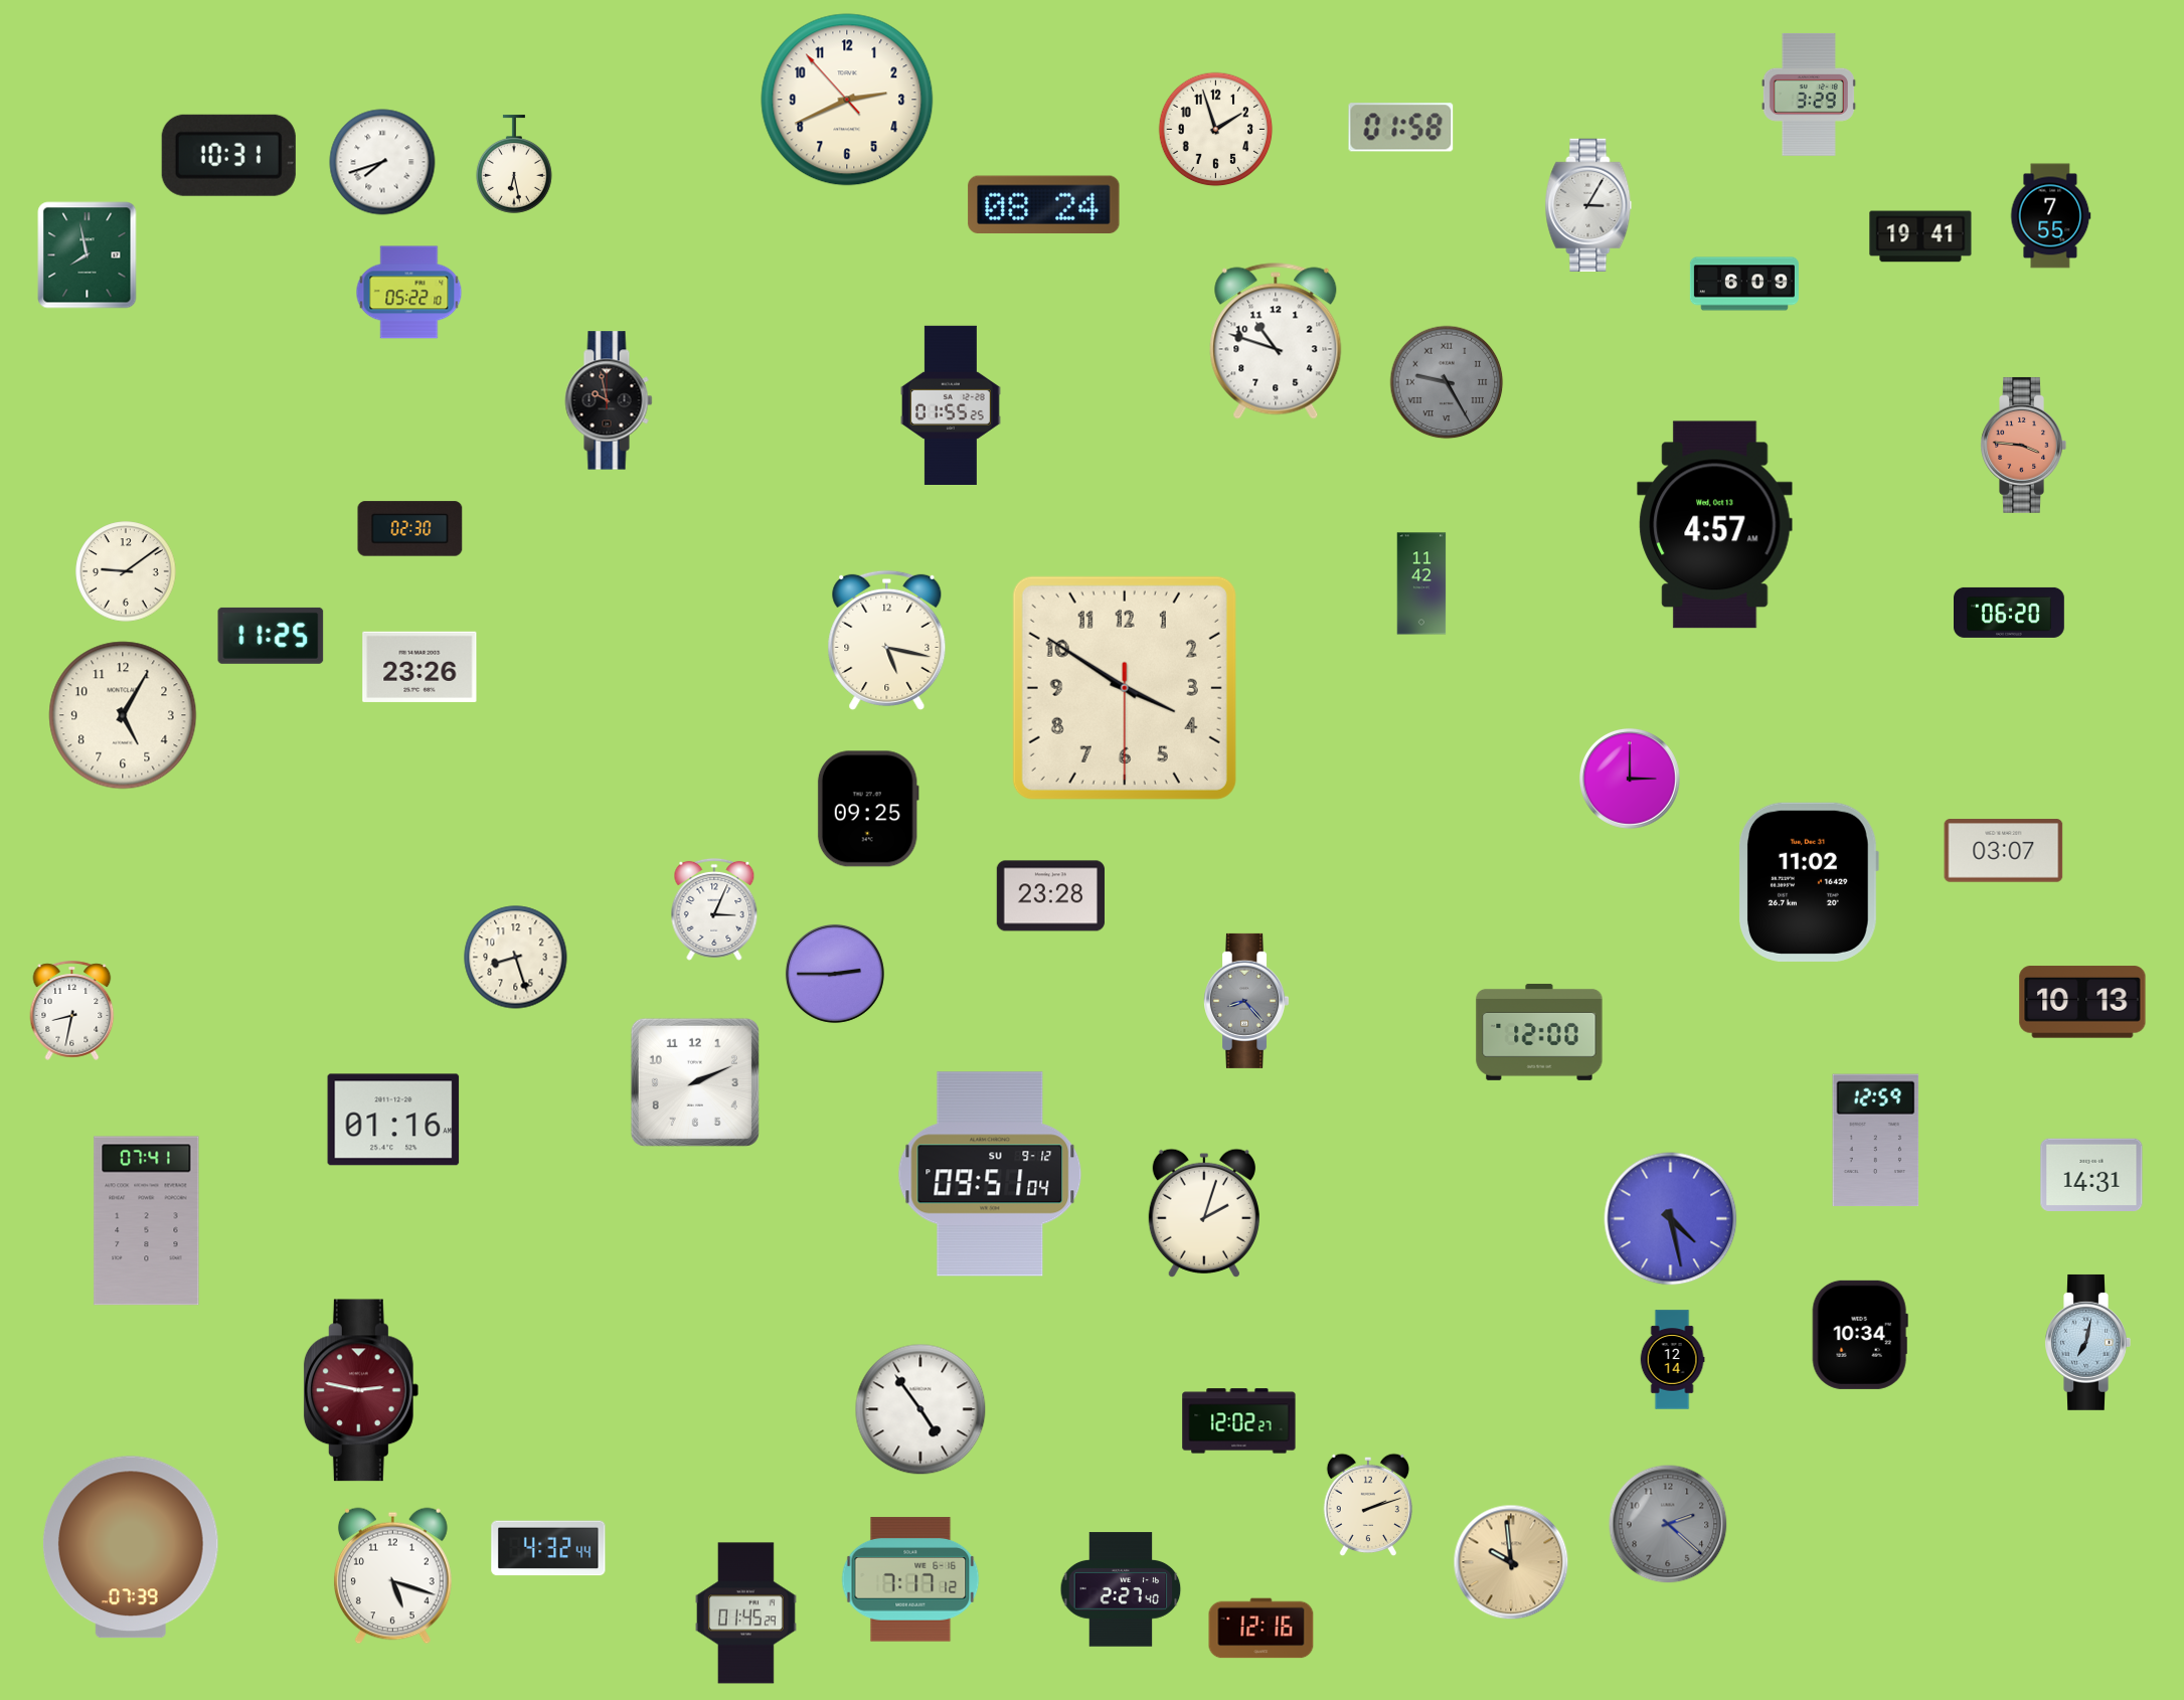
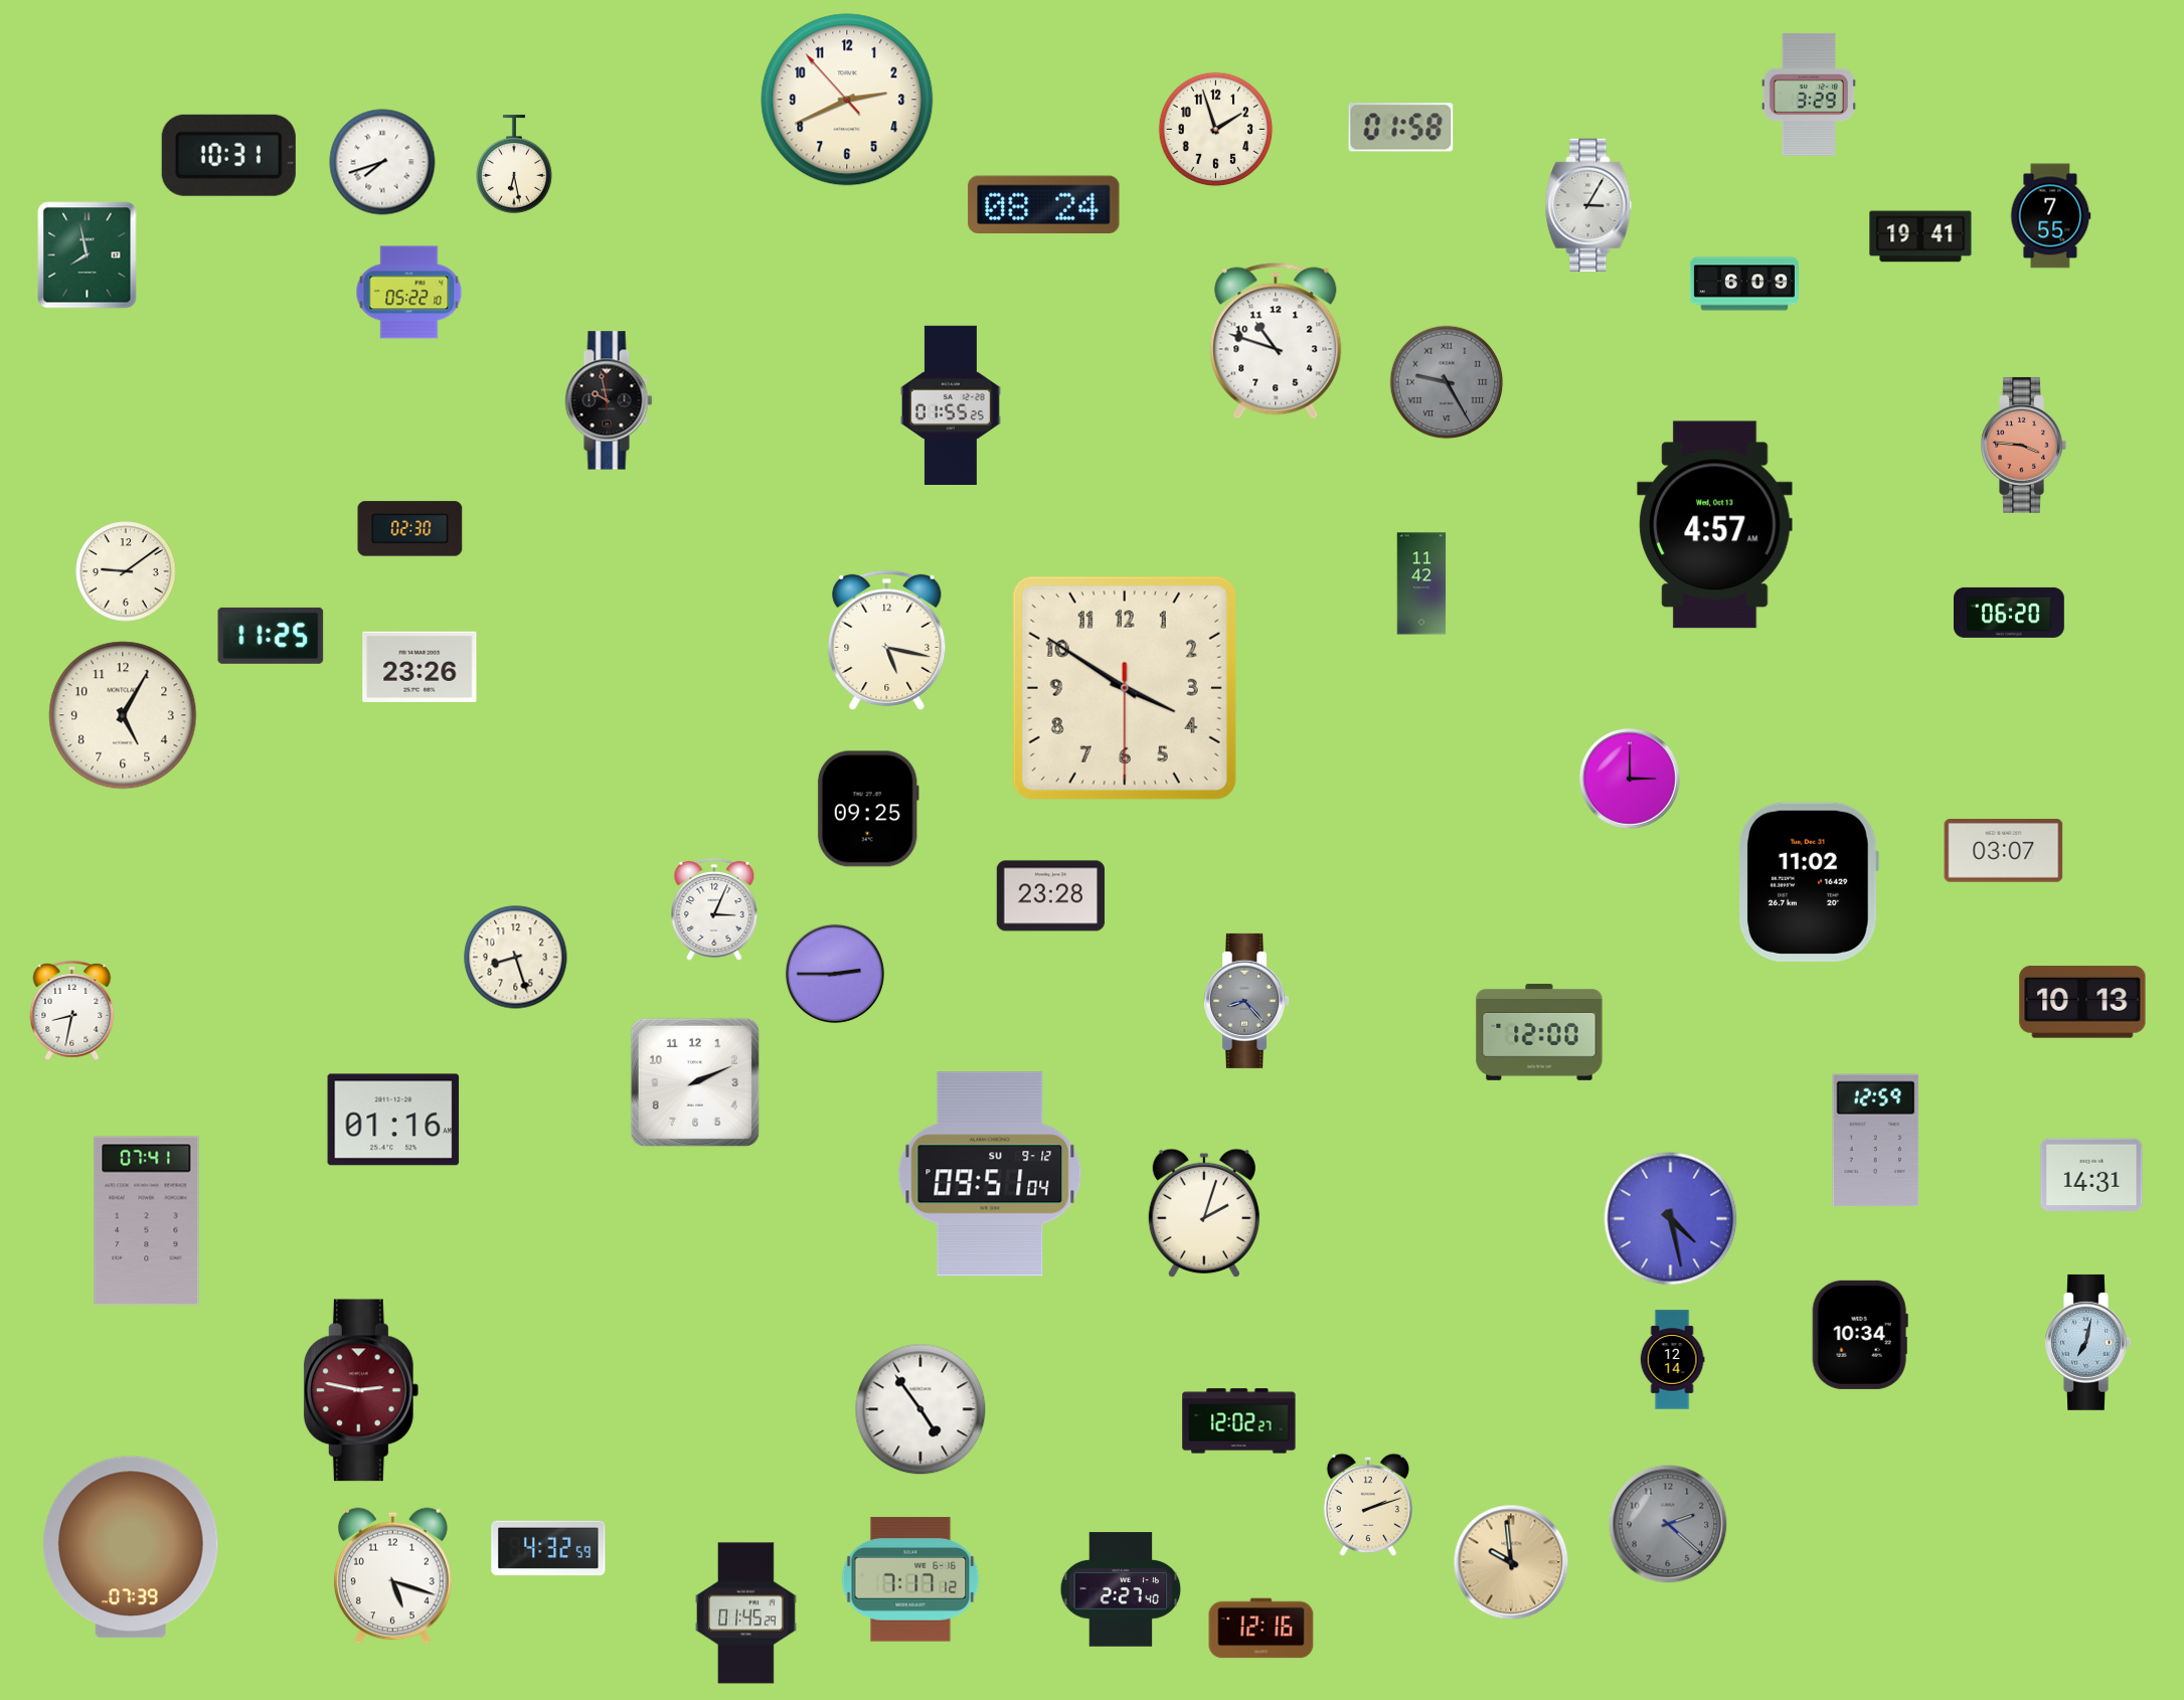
clock at (548, 1548): 4:32:44 -> 4:32:59
